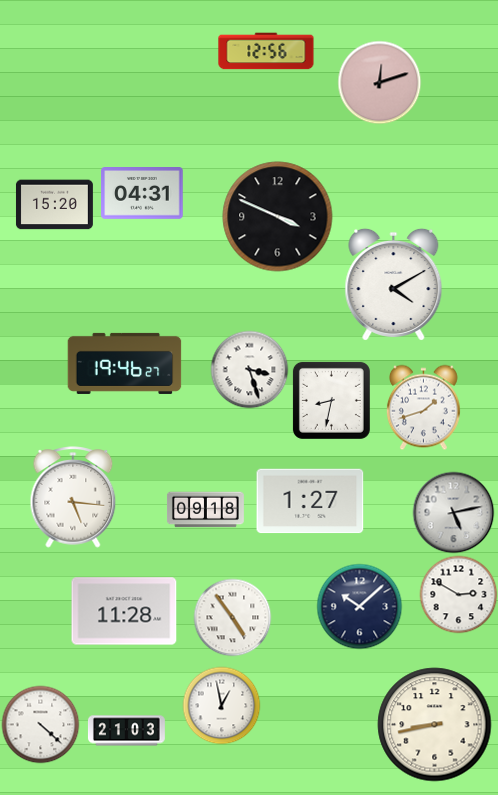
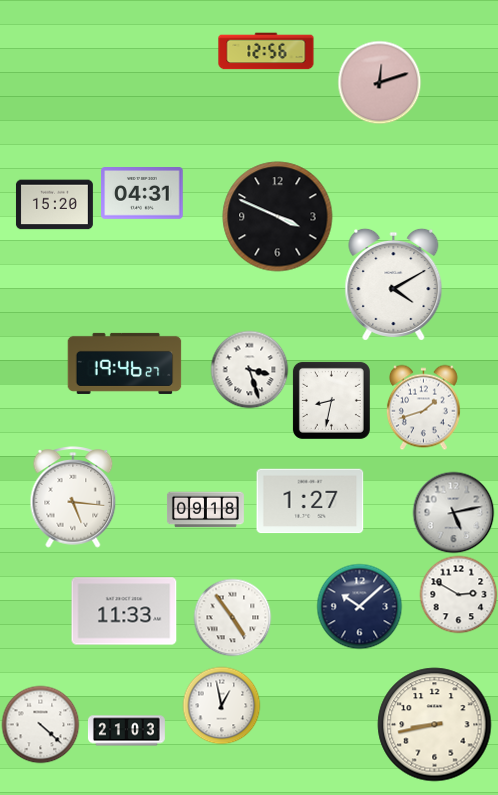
clock at (124, 611): 11:28 -> 11:33
